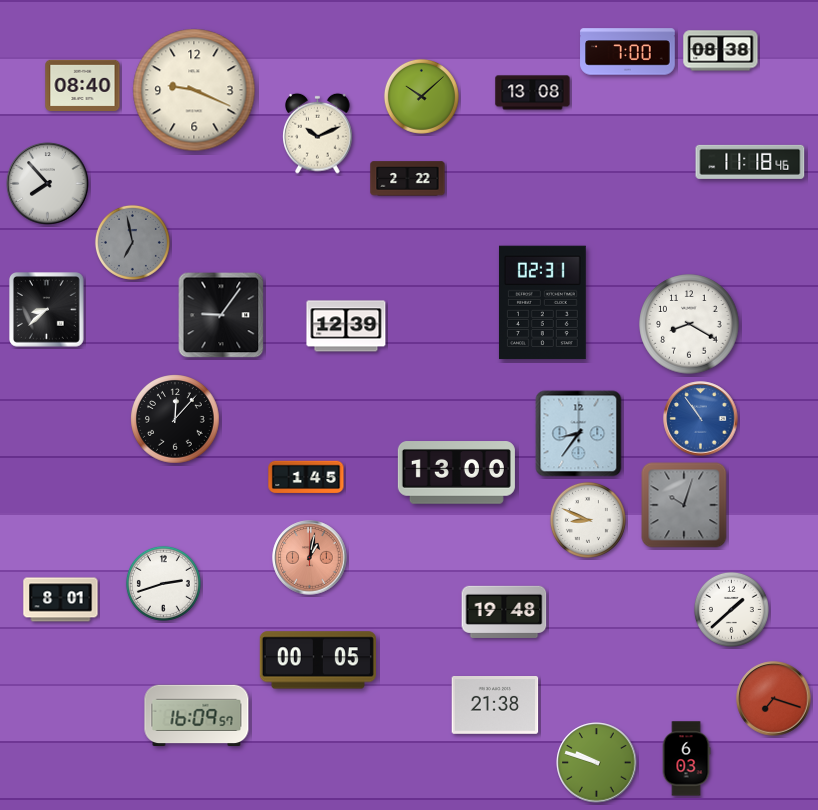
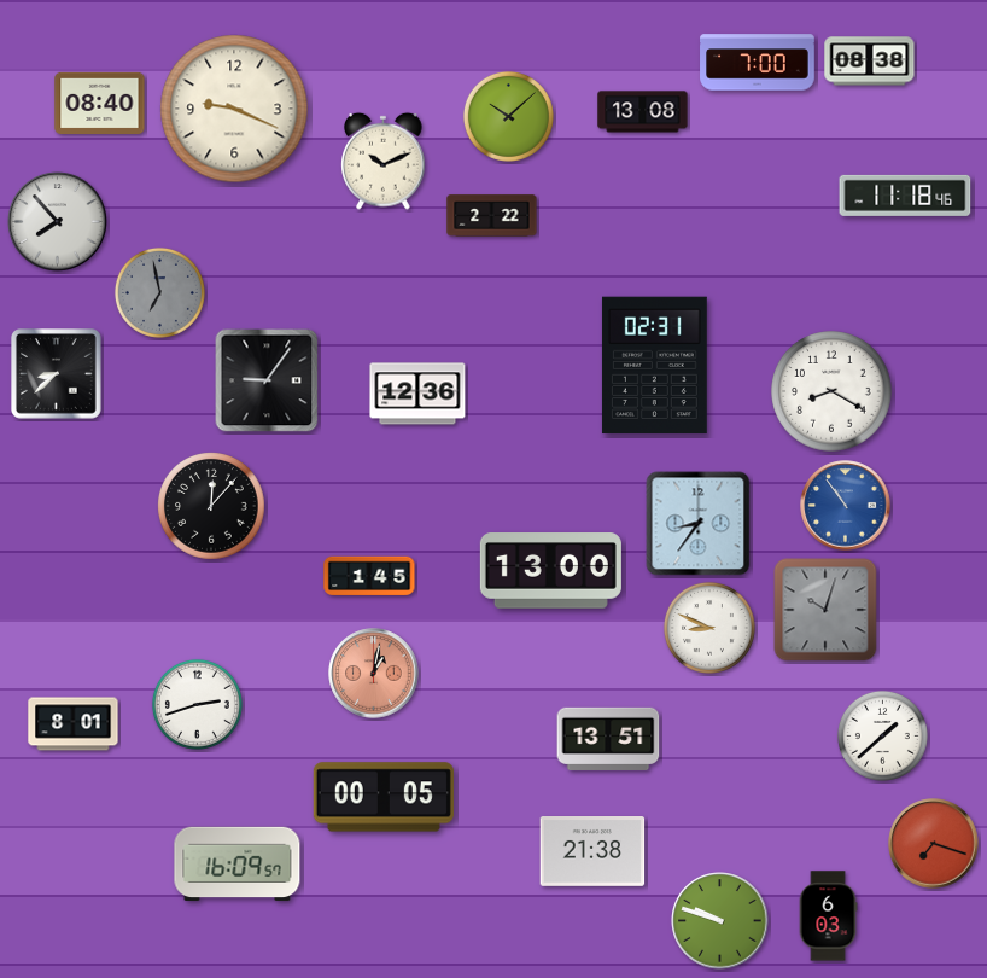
clock at (346, 326): 12:39 -> 12:36
clock at (504, 612): 19:48 -> 13:51
clock at (495, 706) position: (495, 706) -> (592, 852)
